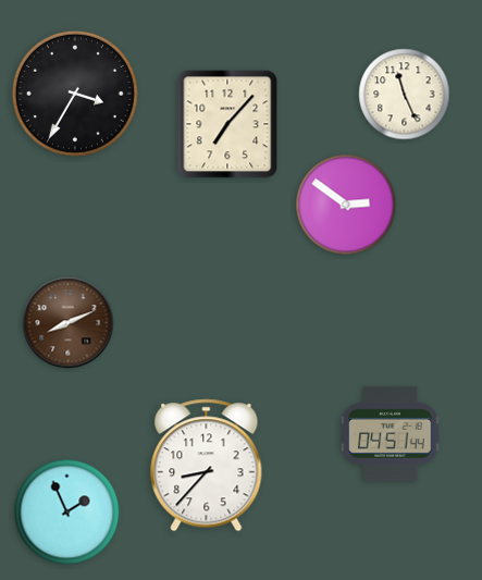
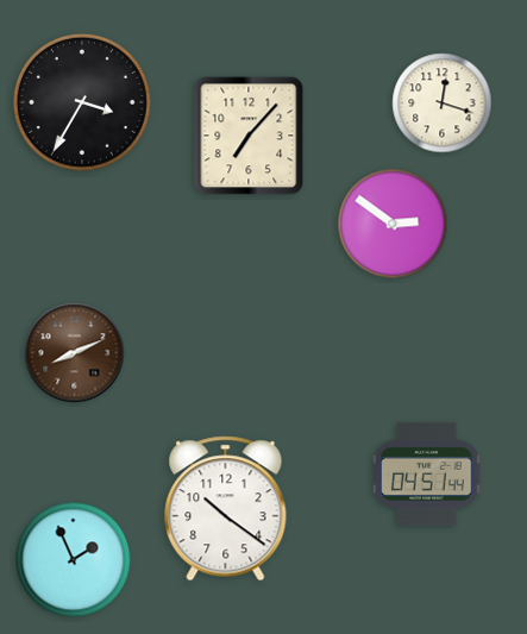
clock at (405, 95): 11:26 -> 12:18
clock at (346, 205) position: (346, 205) -> (393, 224)
clock at (207, 466): 8:37 -> 10:21
